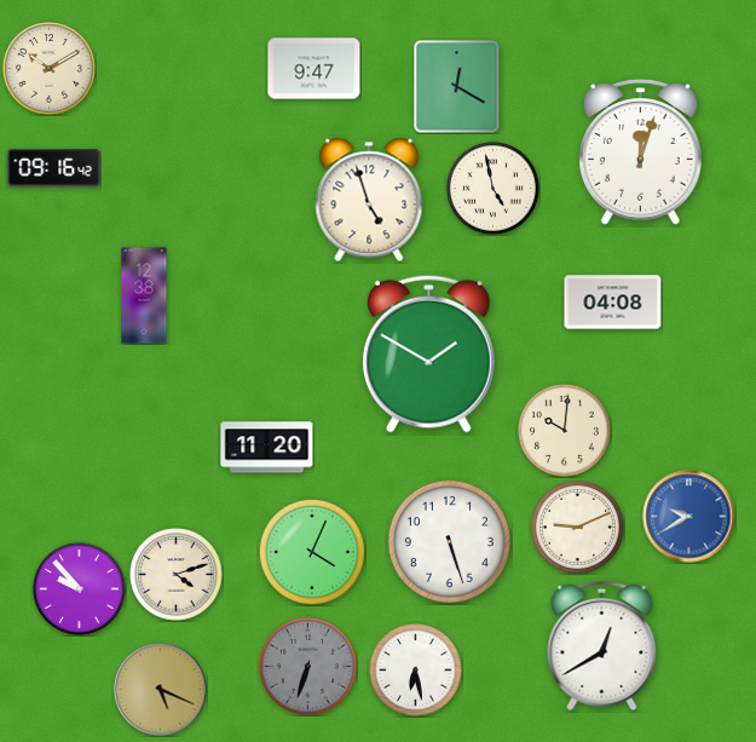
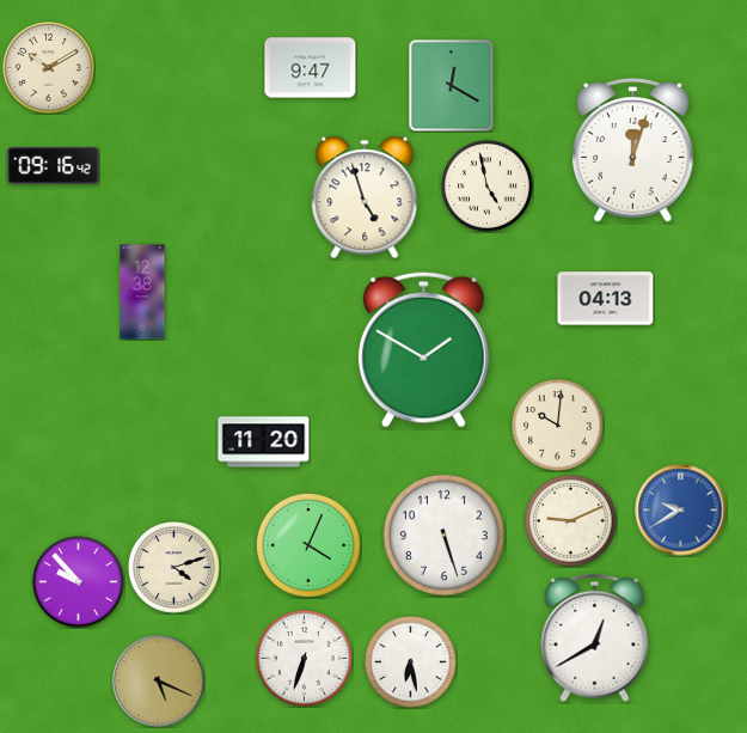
clock at (613, 303): 04:08 -> 04:13
clock at (308, 667) dial: grey -> white
